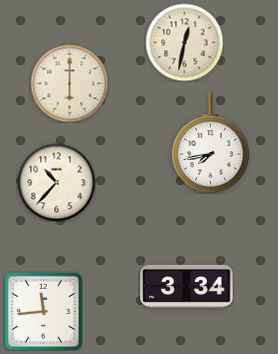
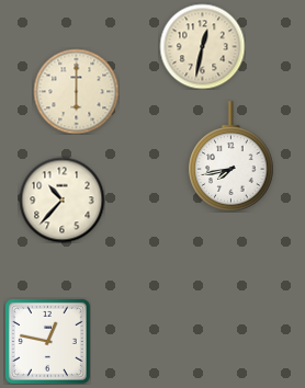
clock at (187, 286): 3:34 -> none
clock at (43, 311): 11:44 -> 12:47
